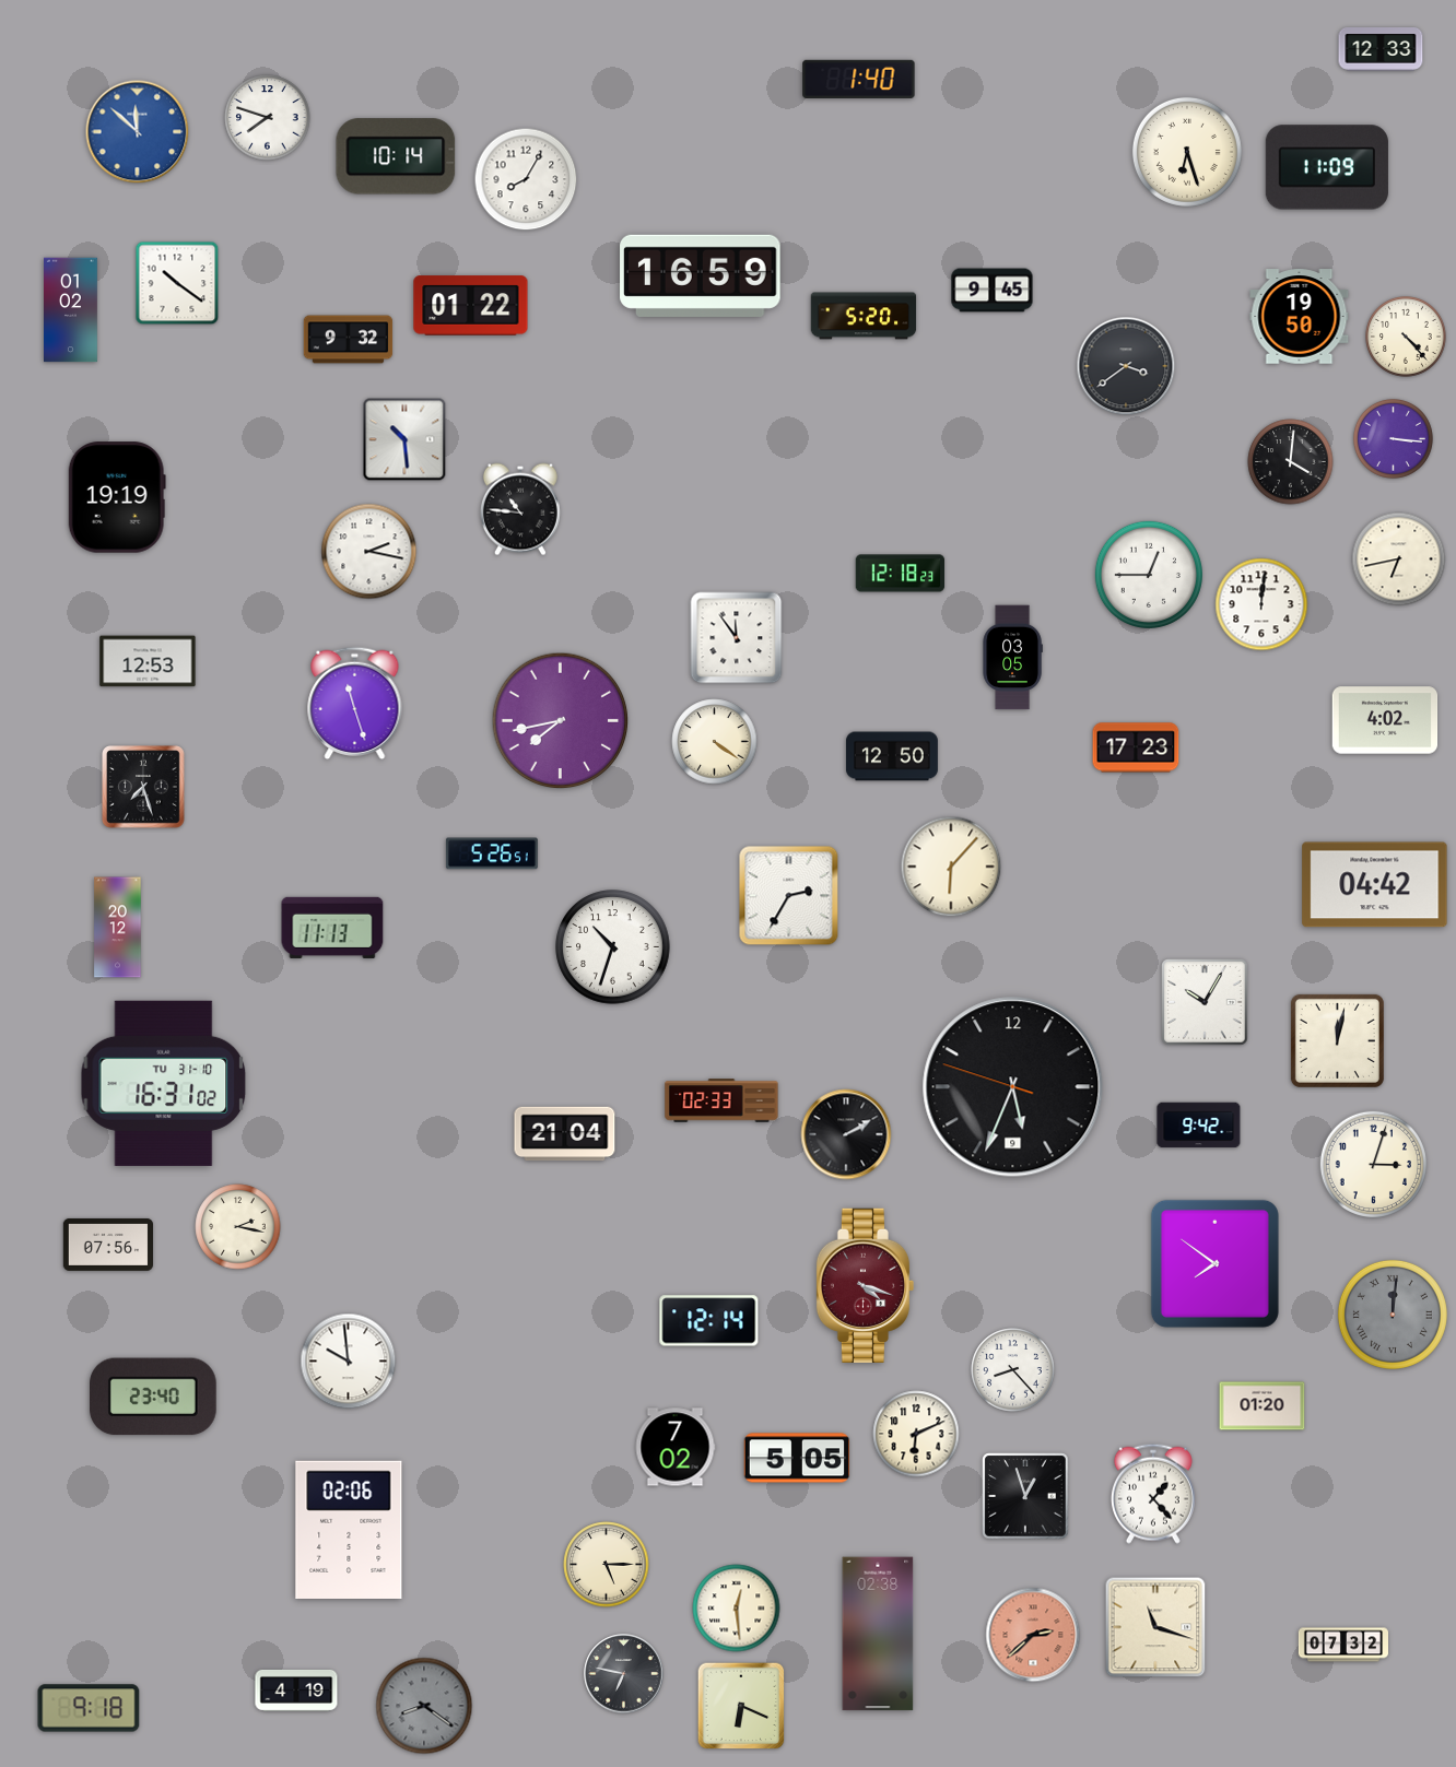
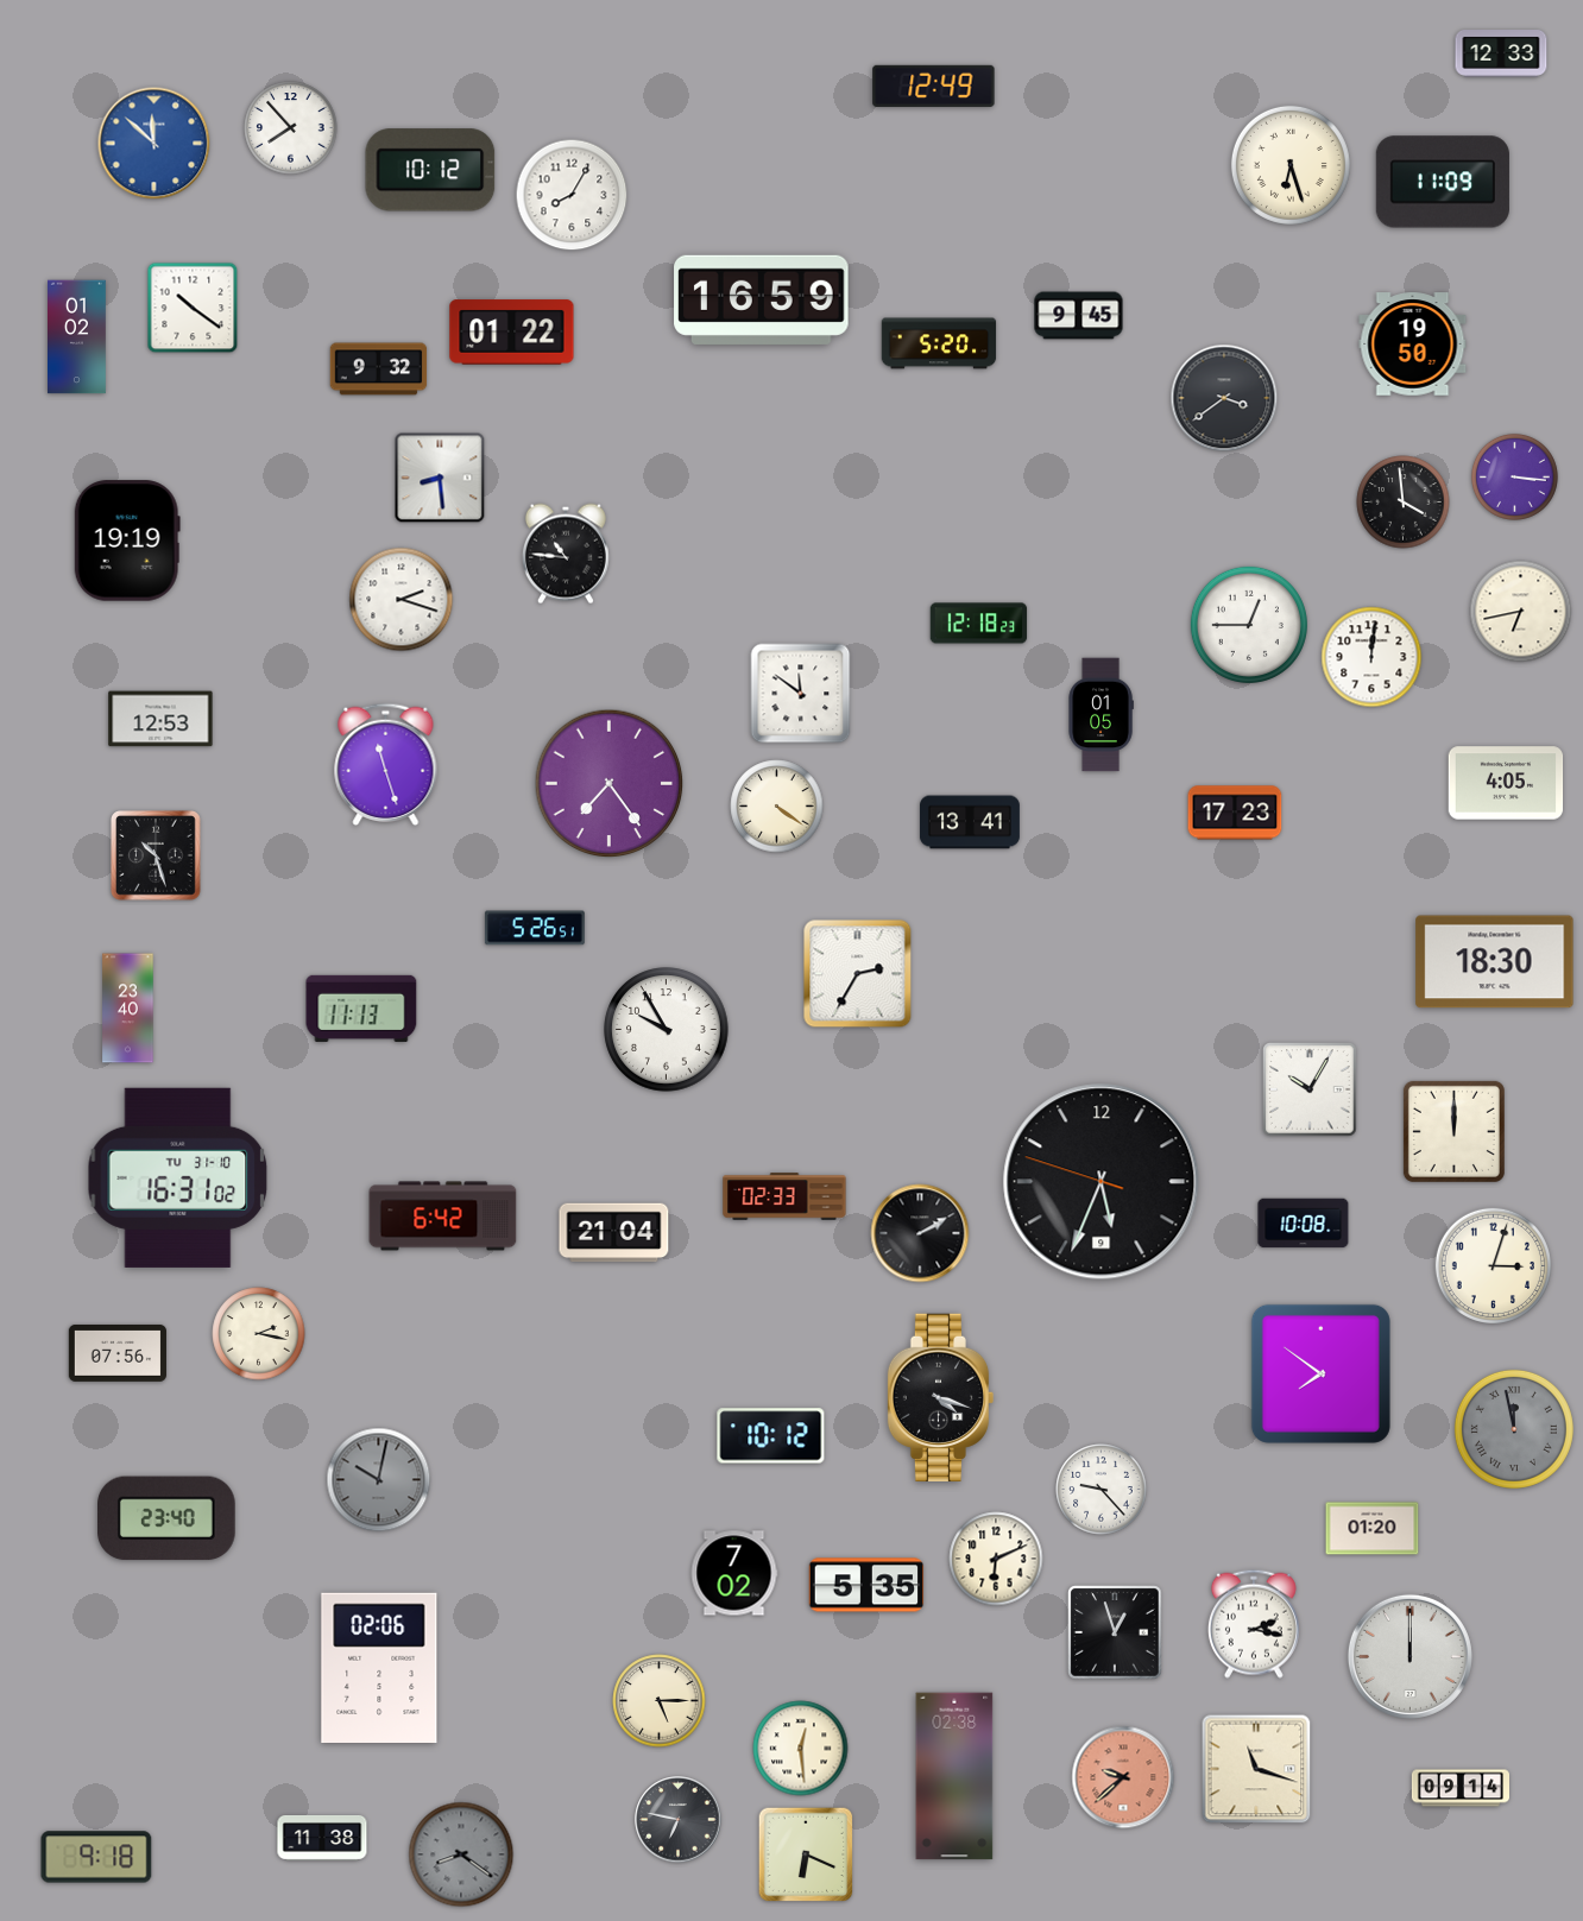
clock at (859, 79): 1:40 -> 12:49
clock at (268, 118): 7:48 -> 7:53
clock at (138, 132) position: (138, 132) -> (154, 144)
clock at (396, 156): 10:14 -> 10:12
clock at (1407, 338): 4:23 -> none
clock at (404, 439): 10:29 -> 8:29
clock at (1291, 462): 4:01 -> 3:59
clock at (369, 552): 2:17 -> 2:18
clock at (1399, 559) position: (1399, 559) -> (1521, 612)
clock at (737, 638): 11:54 -> 11:51
clock at (1012, 658): 03:05 -> 01:05
clock at (1385, 720): 4:02 -> 4:05
clock at (561, 721): 7:43 -> 7:24
clock at (892, 756): 12:50 -> 13:41
clock at (143, 787): 7:27 -> 10:27
clock at (951, 867): 6:07 -> none
clock at (1375, 885): 04:42 -> 18:30
clock at (118, 928): 20:12 -> 23:40
clock at (613, 947): 10:33 -> 9:55
clock at (1337, 1040): 12:02 -> 12:00
clock at (443, 1217): none -> 6:42
clock at (1199, 1126): 9:42 -> 10:08
clock at (866, 1286) dial: burgundy -> black
clock at (1393, 1315): 12:01 -> 11:58
clock at (709, 1321): 12:14 -> 10:12
clock at (349, 1362): 9:59 -> 10:02
clock at (349, 1362) dial: white -> grey
clock at (1013, 1370): 8:23 -> 9:23
clock at (797, 1458): 5:05 -> 5:35
clock at (1153, 1494): 1:23 -> 2:17
clock at (1025, 1496) position: (1025, 1496) -> (1115, 1632)
clock at (1409, 1656): none -> 12:00
clock at (349, 1529) position: (349, 1529) -> (379, 1667)
clock at (1033, 1635): 2:38 -> 9:38
clock at (1342, 1645): 07:32 -> 09:14
clock at (296, 1691): 4:19 -> 11:38
